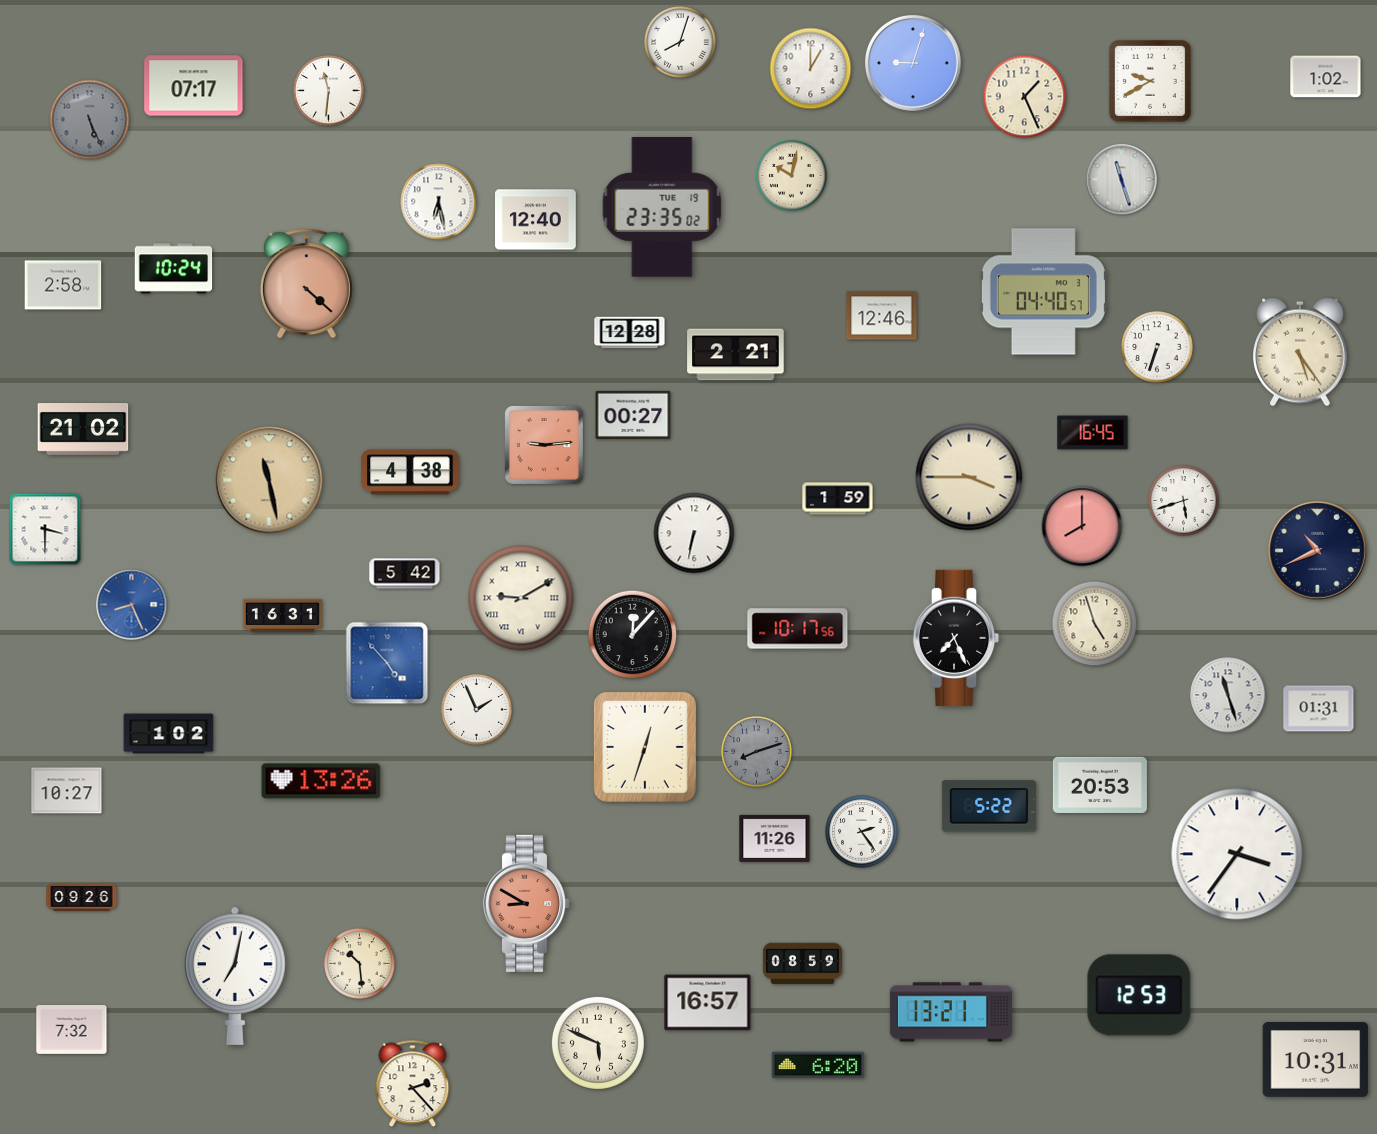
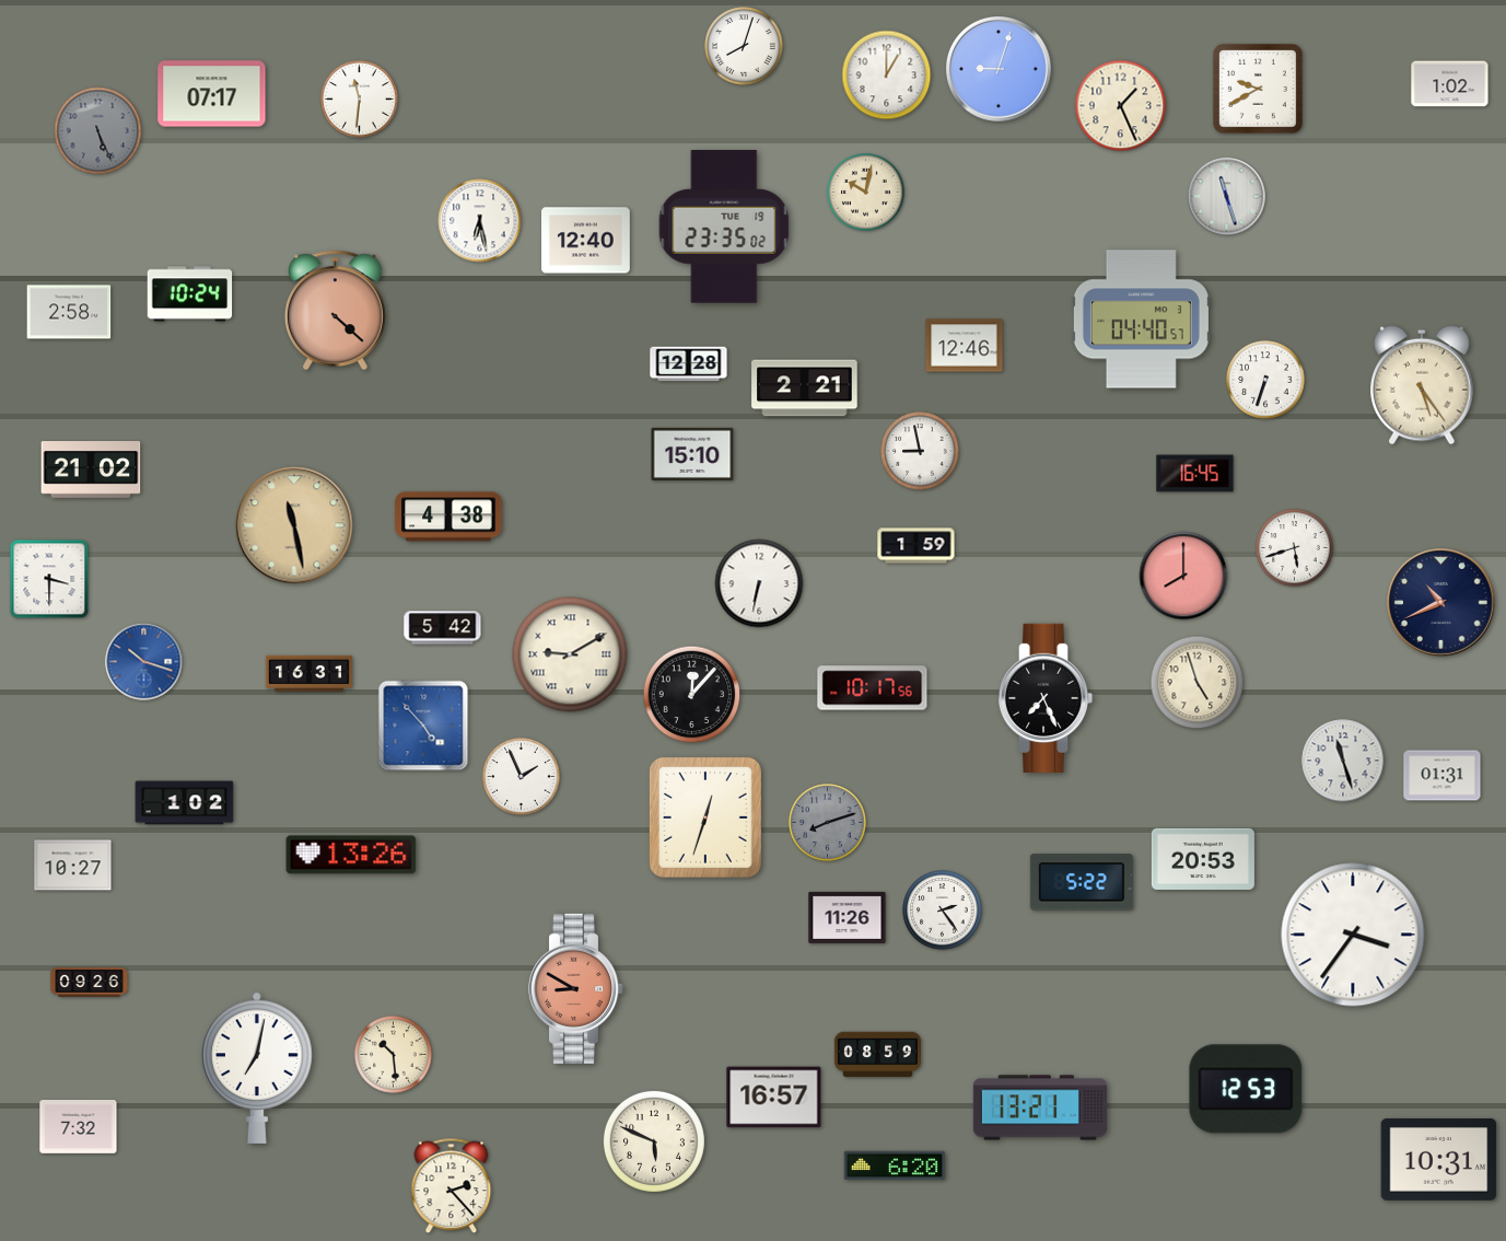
clock at (920, 451): none -> 8:58
clock at (633, 415): 00:27 -> 15:10
clock at (544, 445): 9:14 -> none
clock at (969, 477): 3:45 -> none
clock at (132, 605): 8:26 -> 10:18
